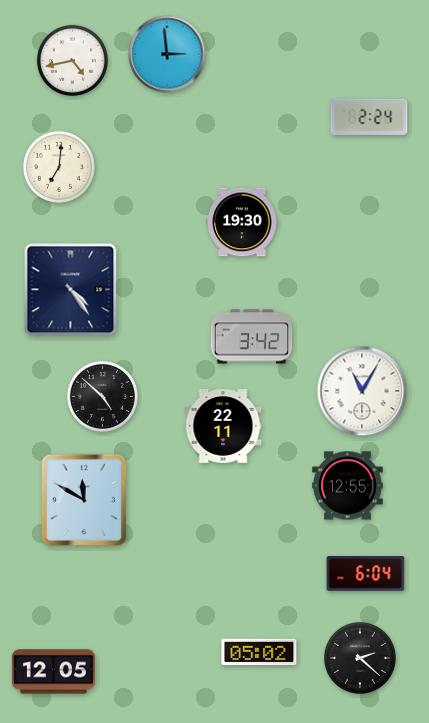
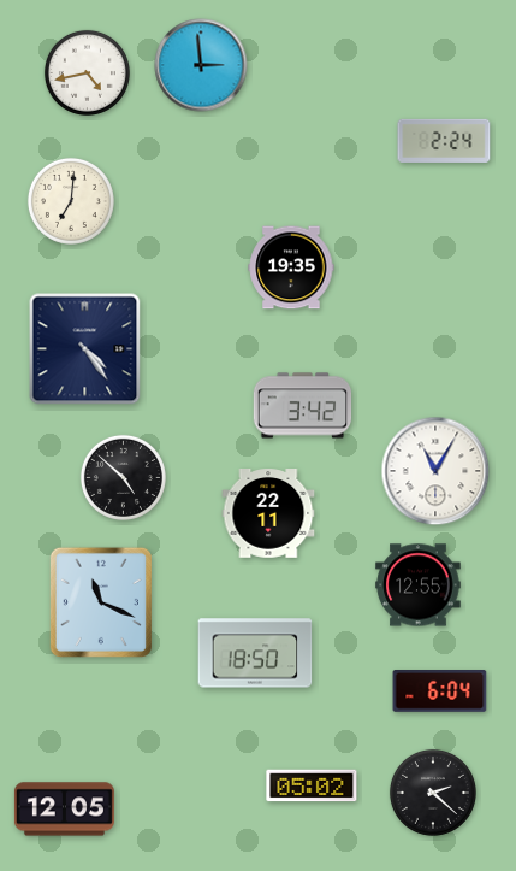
clock at (242, 222): 19:30 -> 19:35
clock at (84, 500): 11:50 -> 11:19
clock at (255, 653): none -> 18:50
